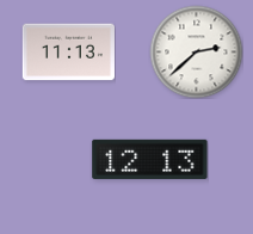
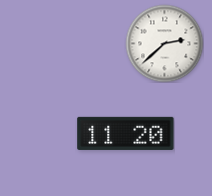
clock at (68, 53): 11:13 -> none
clock at (150, 159): 12:13 -> 11:20
